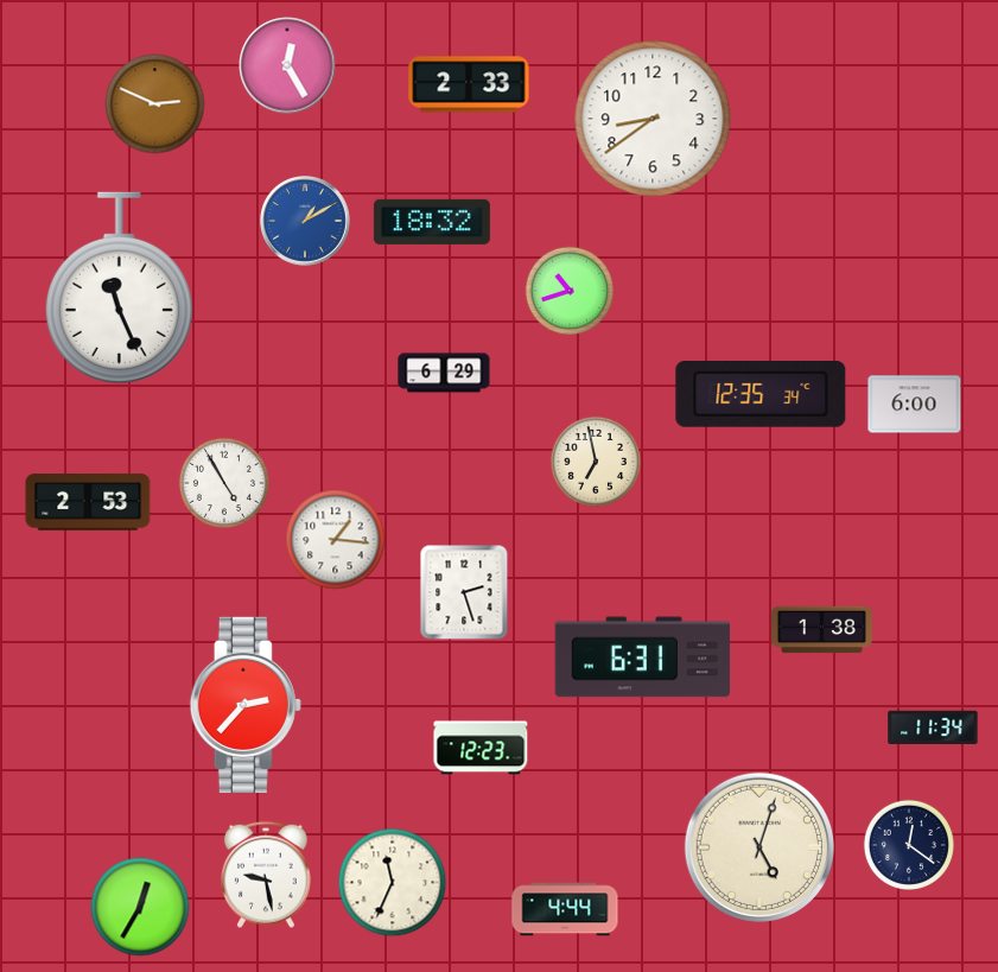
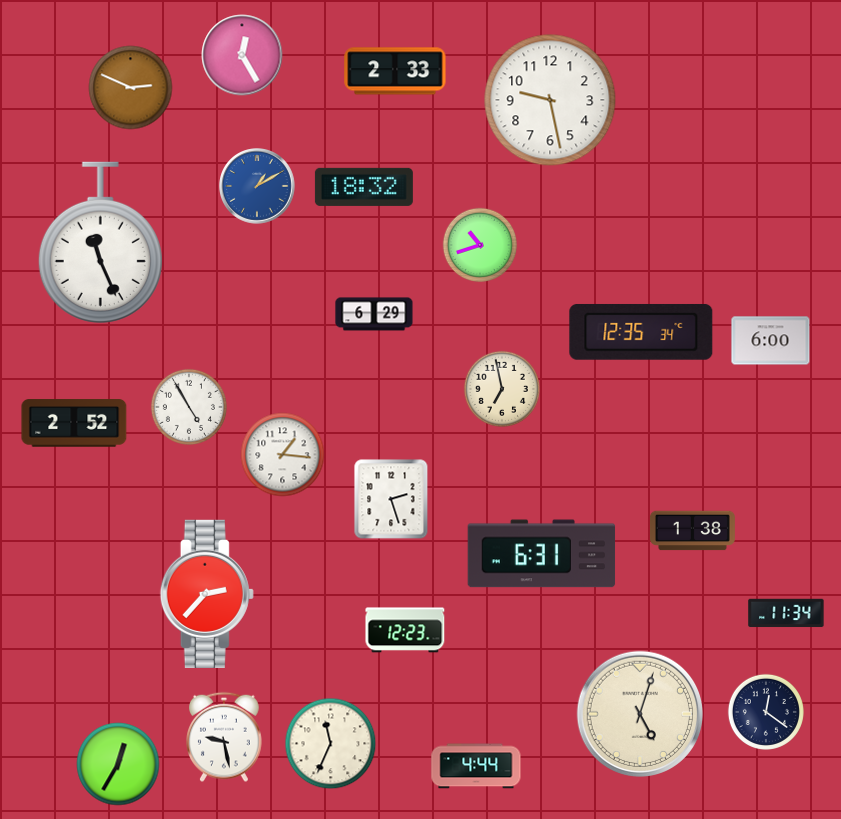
clock at (653, 119): 8:39 -> 9:28
clock at (88, 502): 2:53 -> 2:52
